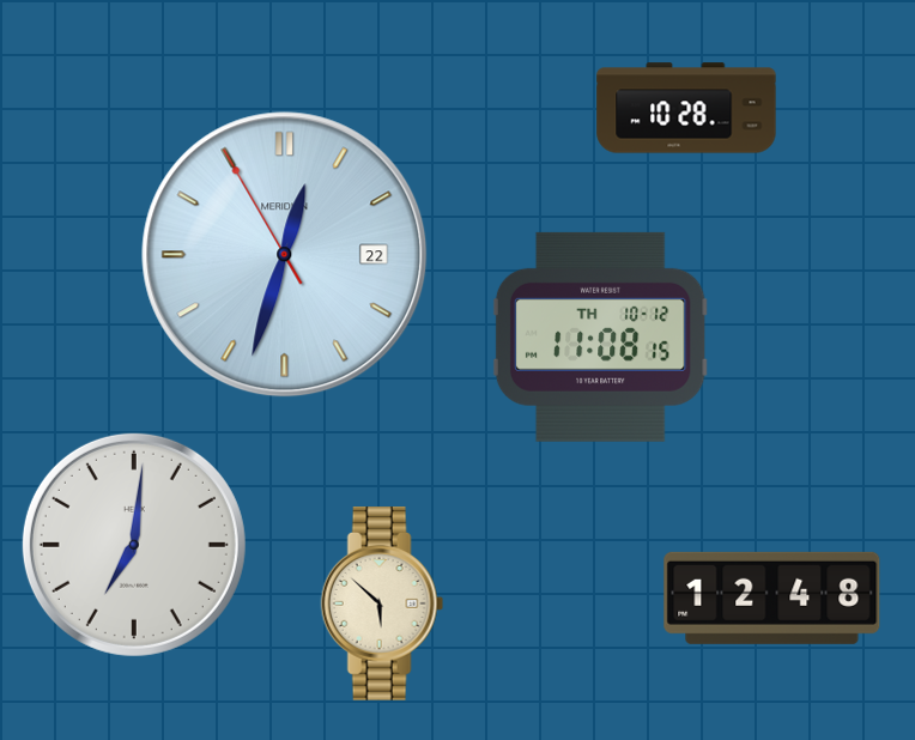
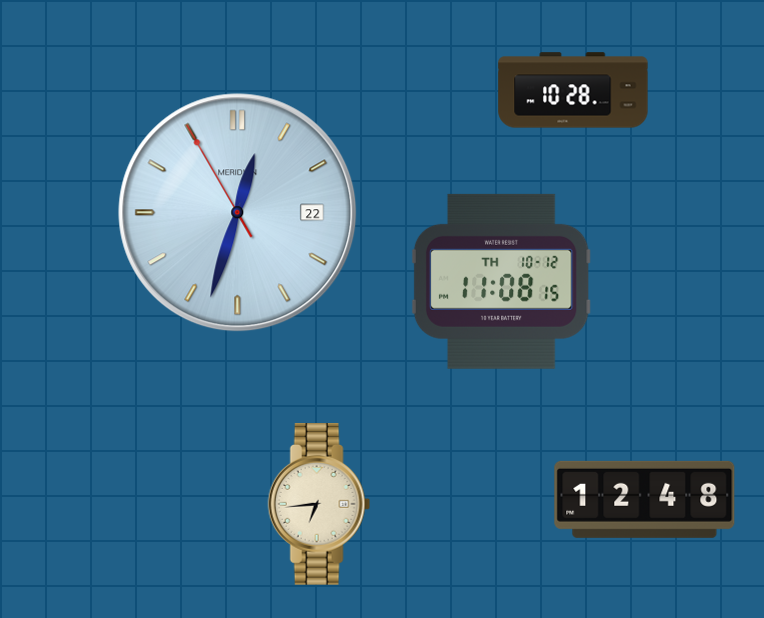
clock at (134, 545): 7:01 -> none
clock at (382, 605): 5:52 -> 6:44
